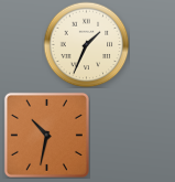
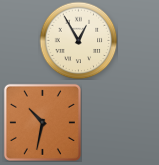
clock at (86, 44): 1:34 -> 12:55
